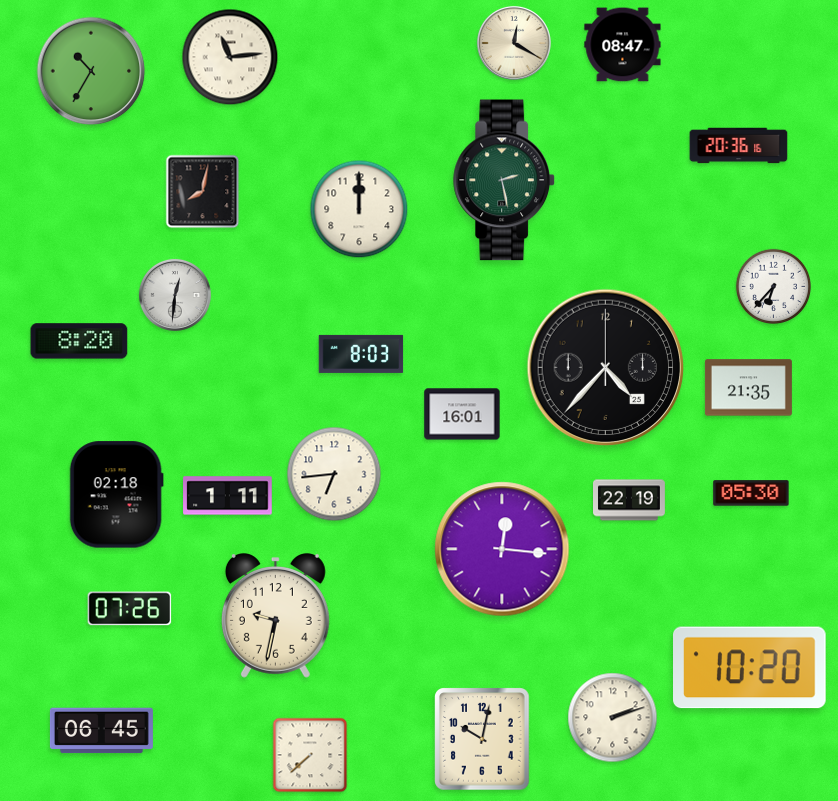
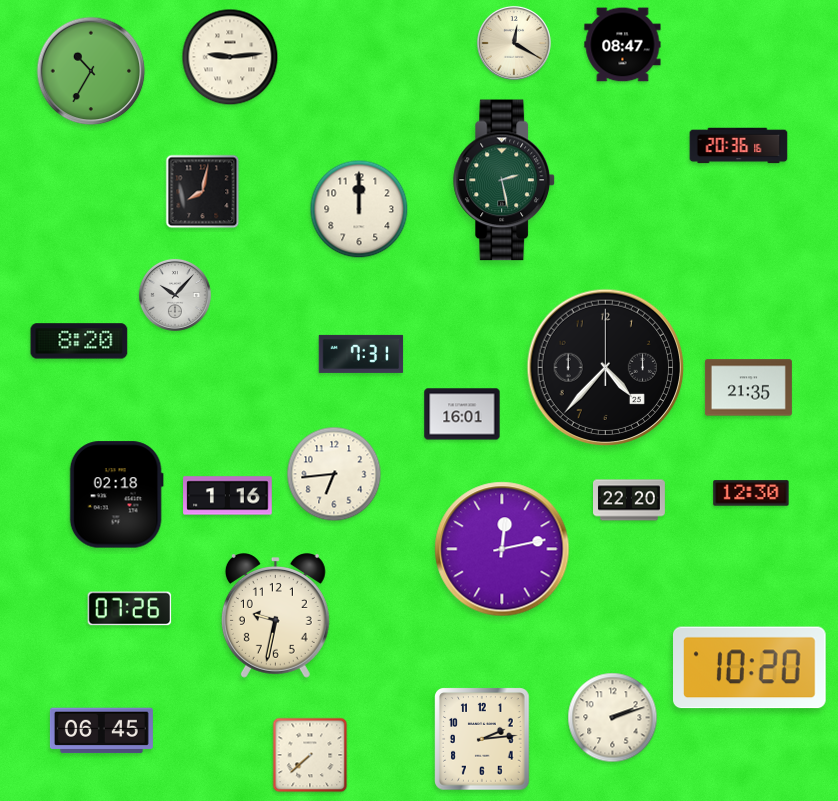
clock at (230, 57): 11:14 -> 9:14
clock at (773, 286): 6:37 -> none
clock at (175, 295): 12:31 -> 10:07
clock at (361, 354): 8:03 -> 7:31
clock at (751, 493): 05:30 -> 12:30
clock at (228, 496): 1:11 -> 1:16
clock at (630, 500): 22:19 -> 22:20
clock at (502, 549): 12:16 -> 12:13
clock at (482, 739): 10:02 -> 2:14
